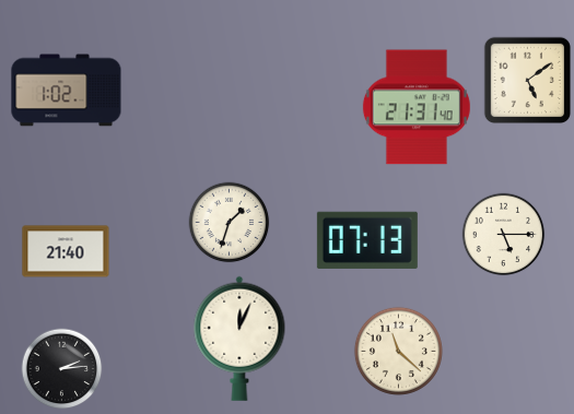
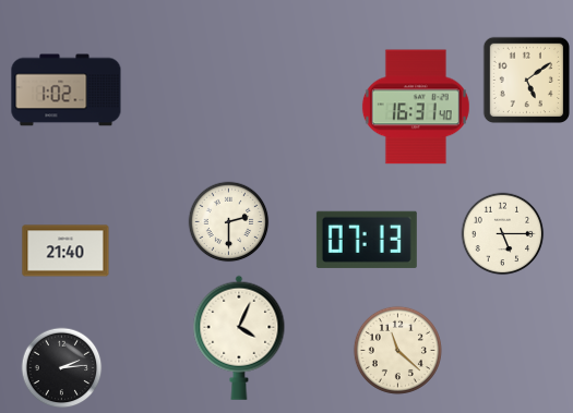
clock at (417, 107): 21:31 -> 16:31
clock at (230, 223): 1:33 -> 2:30
clock at (239, 339): 12:04 -> 4:04
